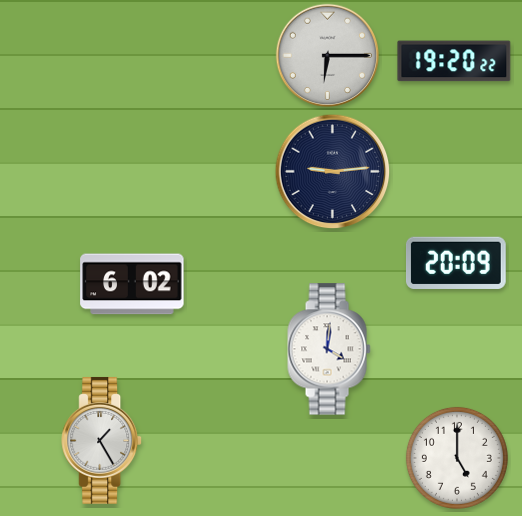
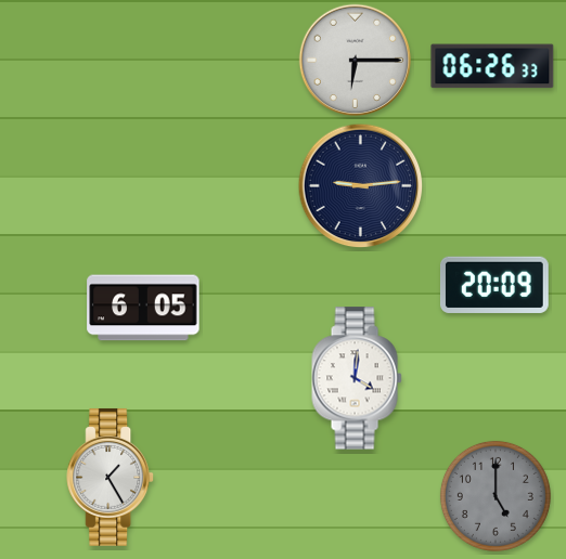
clock at (454, 61): 19:20 -> 06:26
clock at (132, 284): 6:02 -> 6:05
clock at (457, 458) dial: white -> grey
